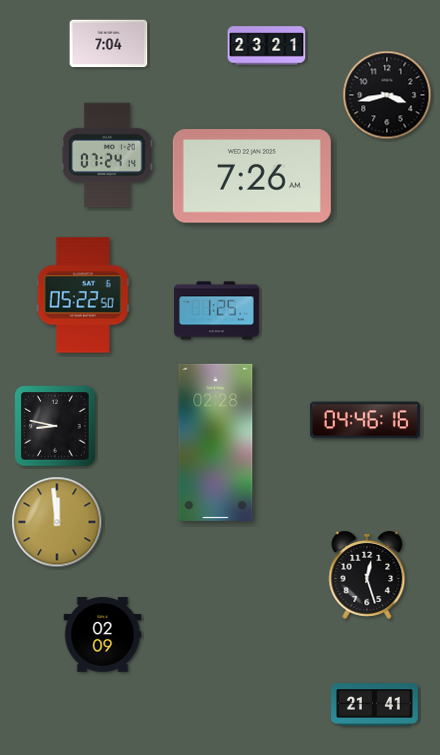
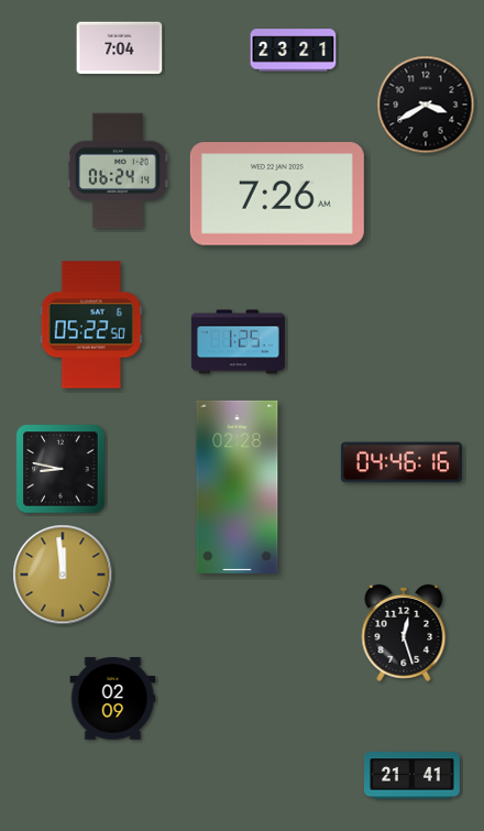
clock at (387, 95): 3:43 -> 3:40
clock at (107, 155): 07:24 -> 06:24
